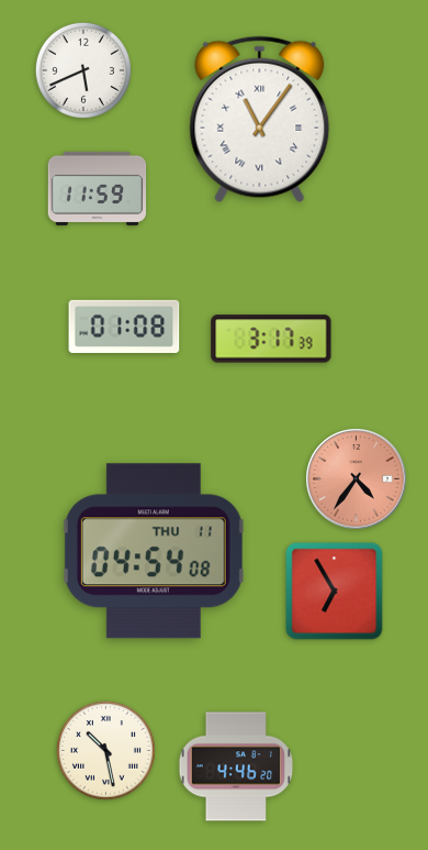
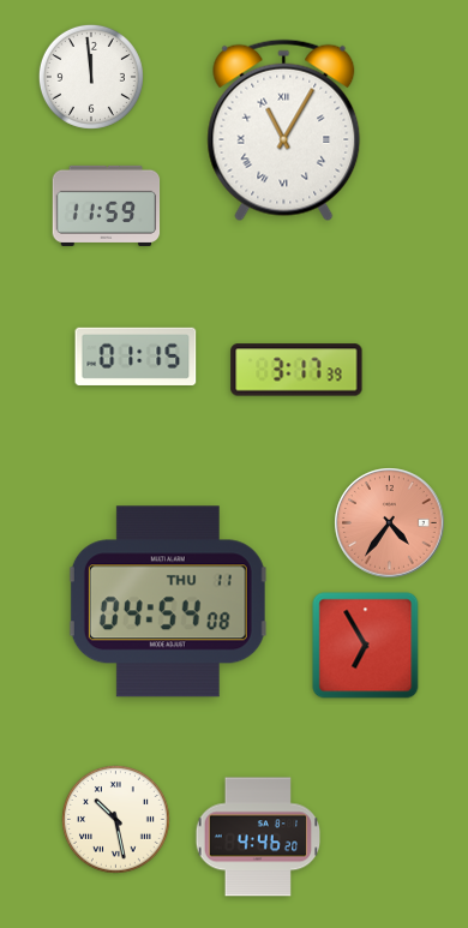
clock at (83, 70): 5:41 -> 11:59
clock at (260, 120): 11:06 -> 11:05
clock at (124, 327): 01:08 -> 01:15
